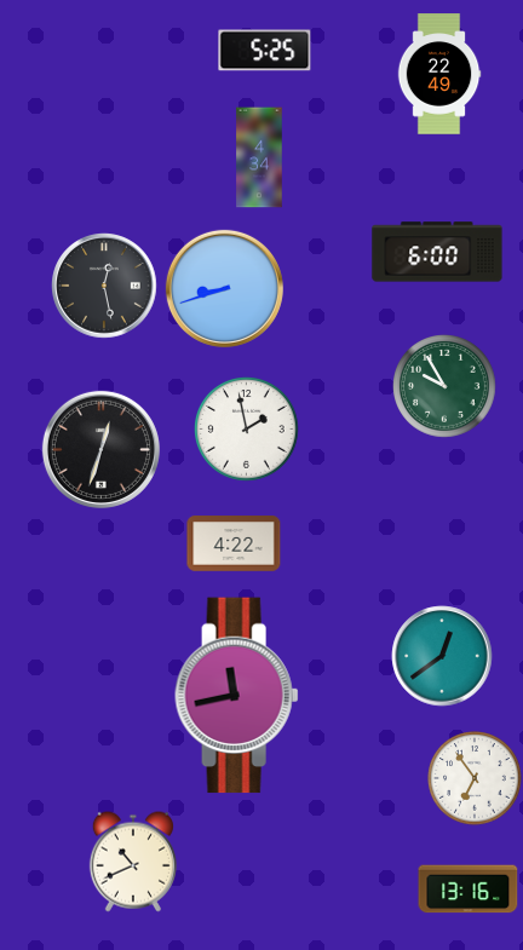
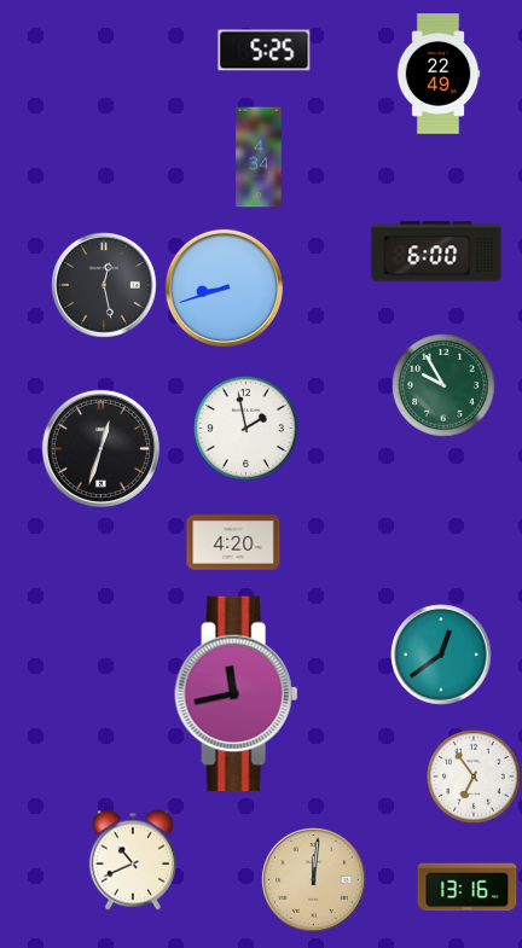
clock at (234, 543): 4:22 -> 4:20
clock at (314, 880): none -> 12:01
